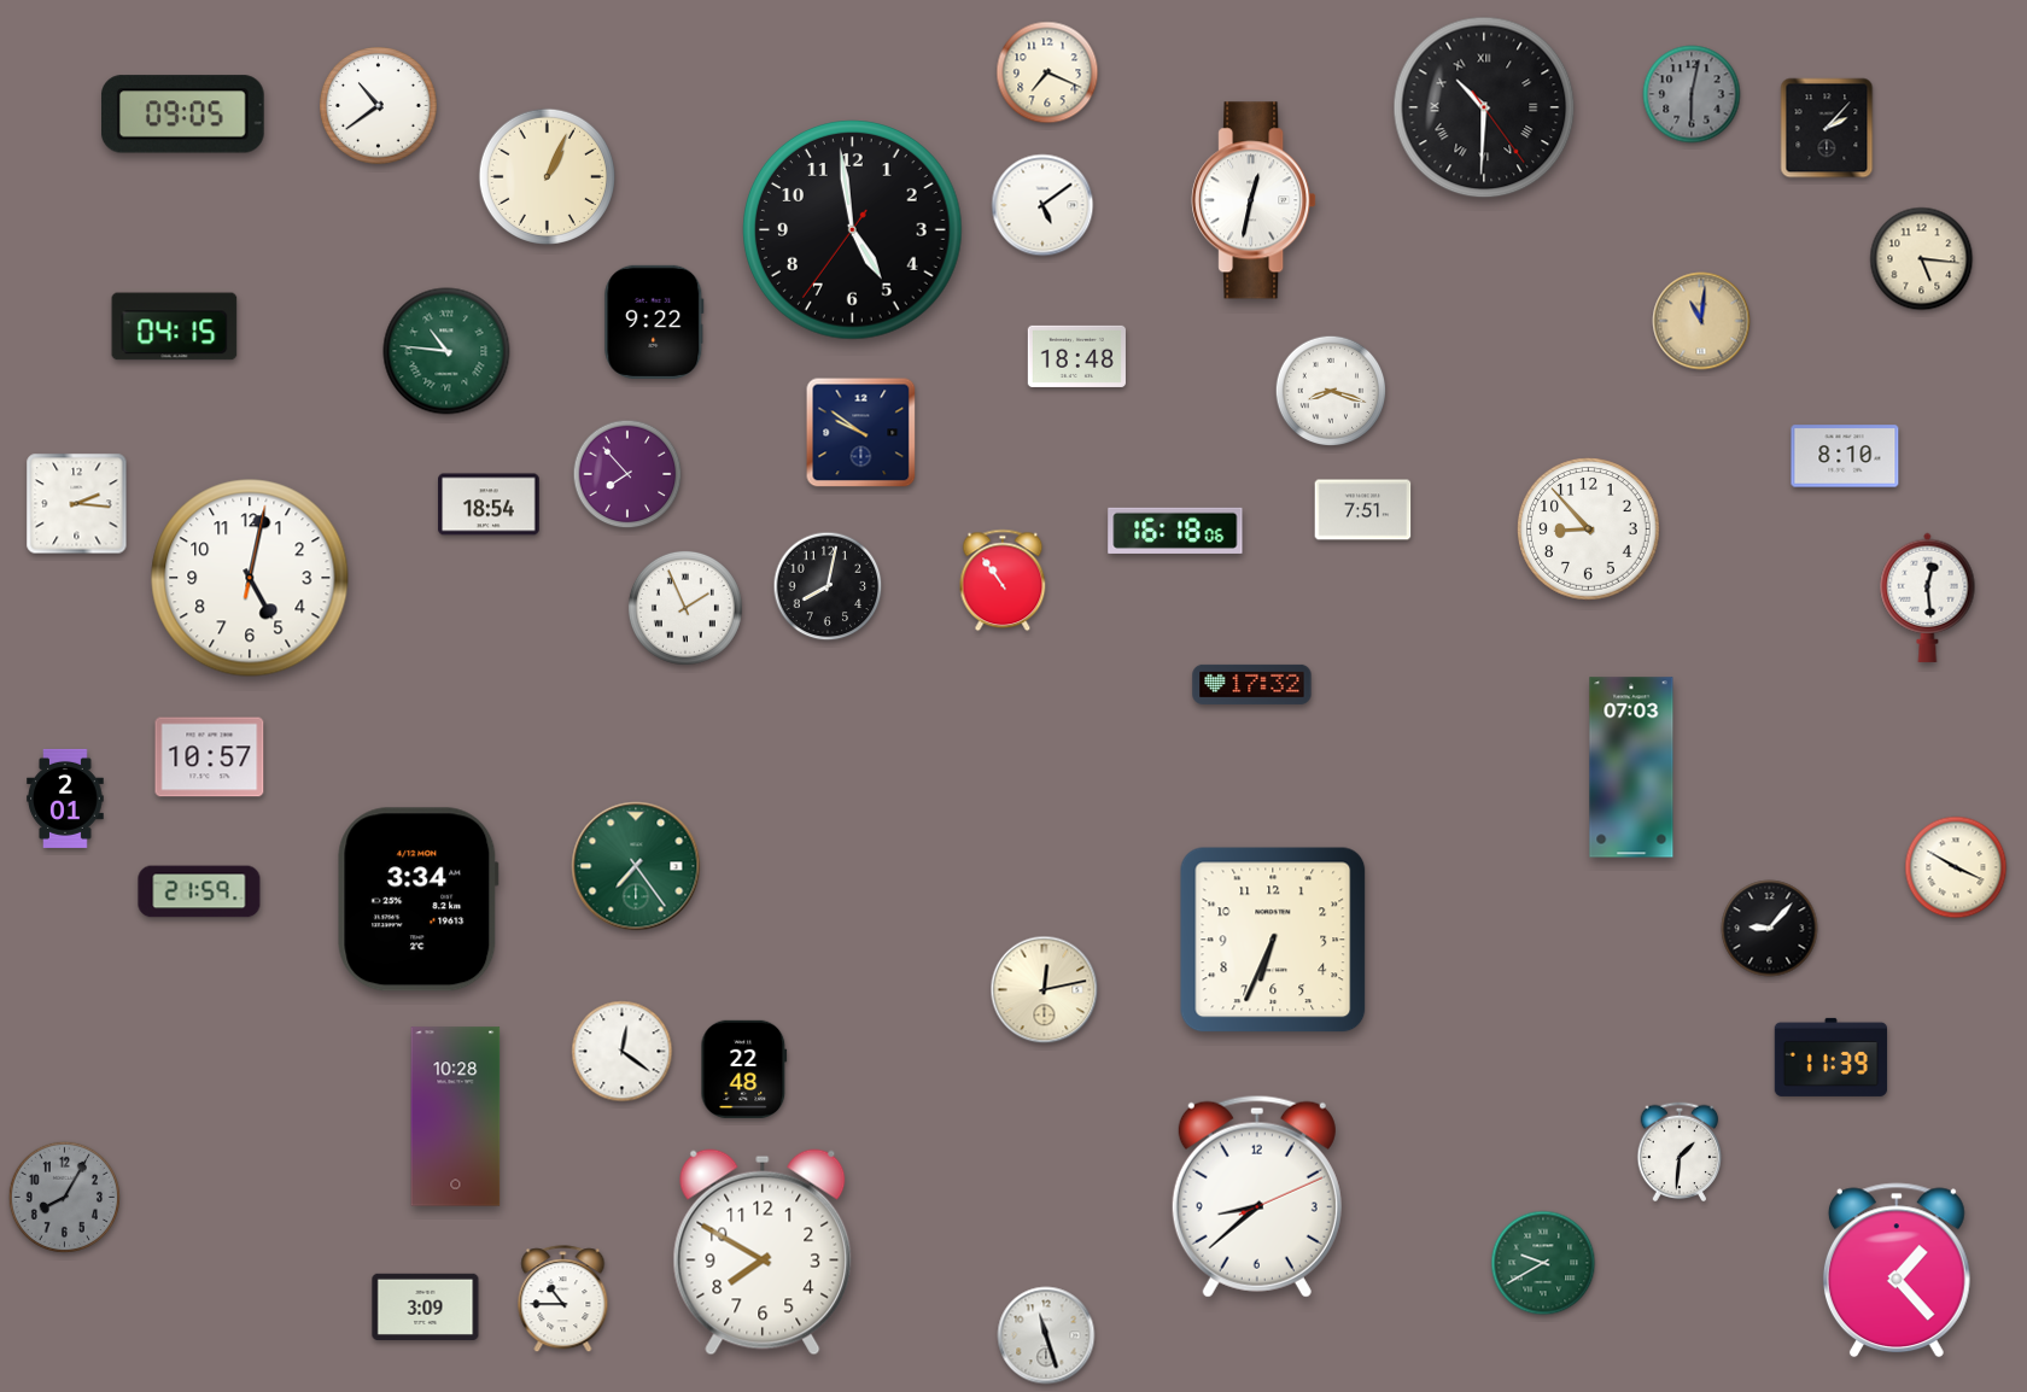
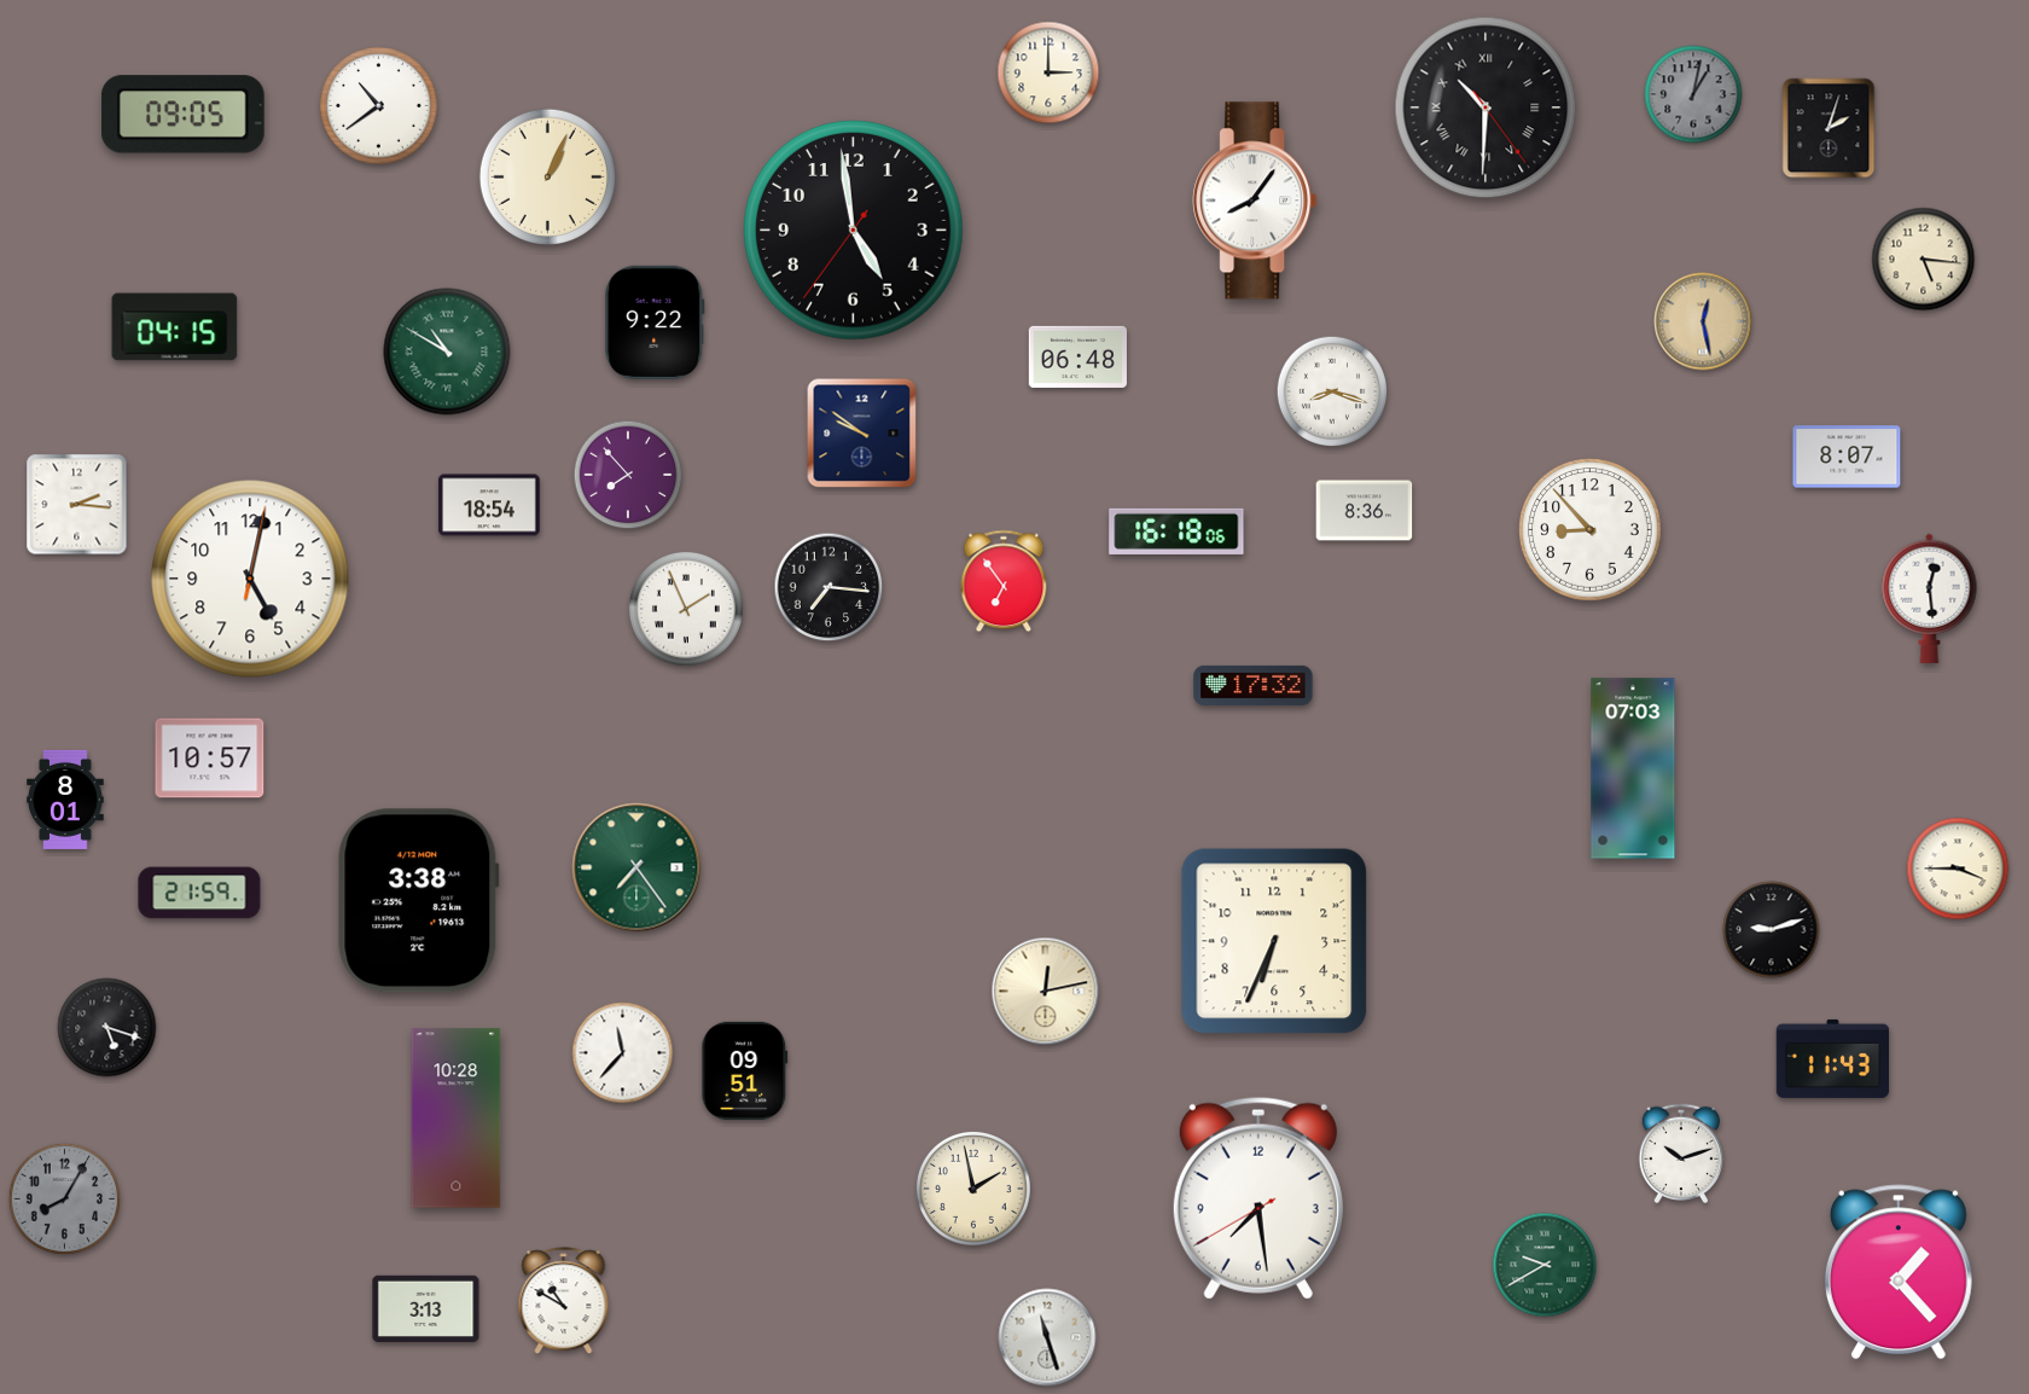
clock at (1047, 72): 7:19 -> 3:00
clock at (1692, 94): 6:02 -> 1:02
clock at (1827, 128): 2:07 -> 2:03
clock at (1254, 200): 12:32 -> 8:06
clock at (1042, 205): 5:09 -> none
clock at (1701, 321): 11:01 -> 12:28
clock at (446, 351): 10:46 -> 10:50
clock at (1076, 356): 18:48 -> 06:48
clock at (1845, 456): 8:10 -> 8:07
clock at (1363, 510): 7:51 -> 8:36
clock at (1003, 580): 10:54 -> 6:54
clock at (828, 586): 8:02 -> 7:16
clock at (65, 799): 2:01 -> 8:01
clock at (1956, 867): 3:50 -> 3:45
clock at (419, 900): 3:34 -> 3:38
clock at (1770, 929): 9:07 -> 9:12
clock at (107, 1028): none -> 5:18
clock at (623, 1052): 12:21 -> 11:37
clock at (1832, 1057): 11:39 -> 11:43
clock at (744, 1069): 22:48 -> 09:51
clock at (1680, 1152): 1:31 -> 10:12
clock at (973, 1189): none -> 1:58
clock at (1257, 1197): 8:38 -> 7:28
clock at (763, 1252): 7:50 -> none
clock at (563, 1299): 10:45 -> 10:50
clock at (426, 1306): 3:09 -> 3:13
